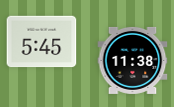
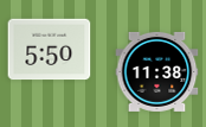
clock at (42, 42): 5:45 -> 5:50
